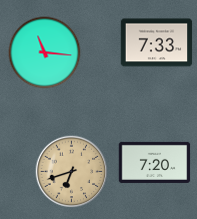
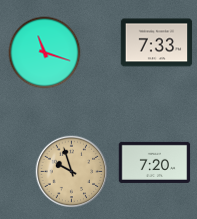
clock at (45, 53): 11:16 -> 11:18
clock at (72, 172): 6:42 -> 9:57
